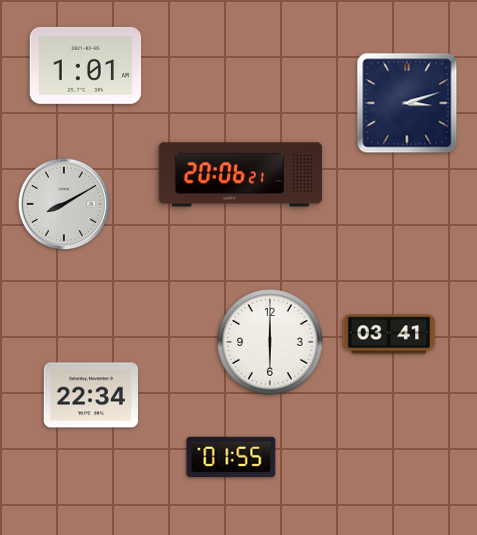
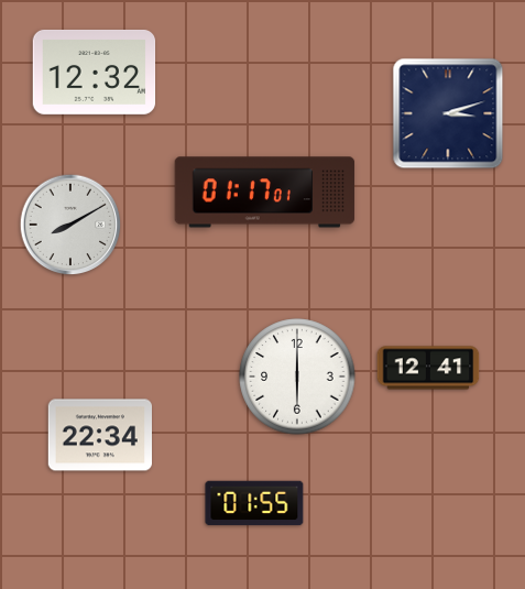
clock at (86, 65): 1:01 -> 12:32
clock at (241, 175): 20:06 -> 01:17
clock at (389, 334): 03:41 -> 12:41
